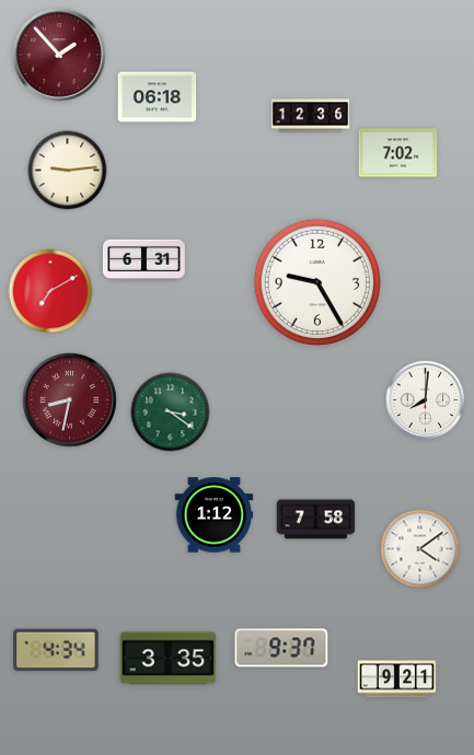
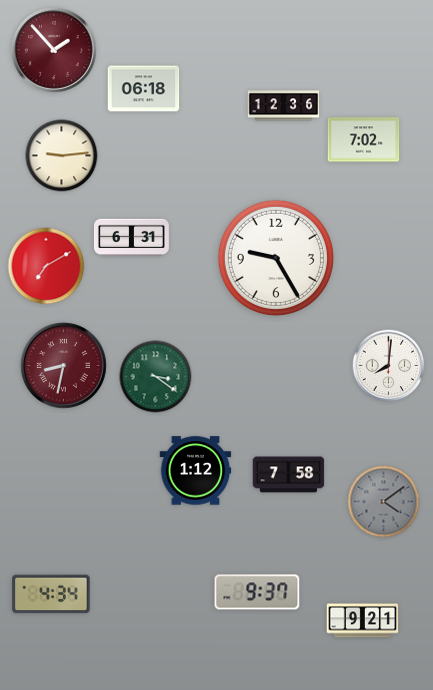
clock at (317, 282) position: (317, 282) -> (276, 258)
clock at (420, 549) dial: white -> grey
clock at (169, 659): 3:35 -> none
